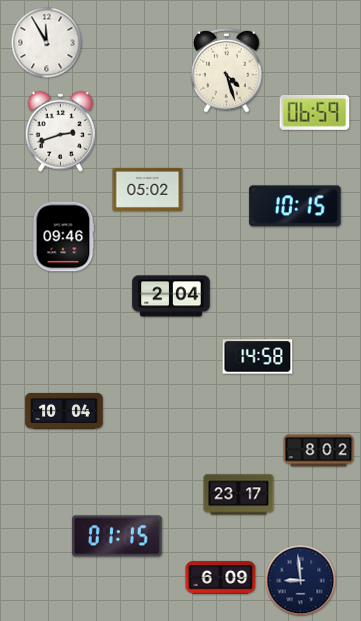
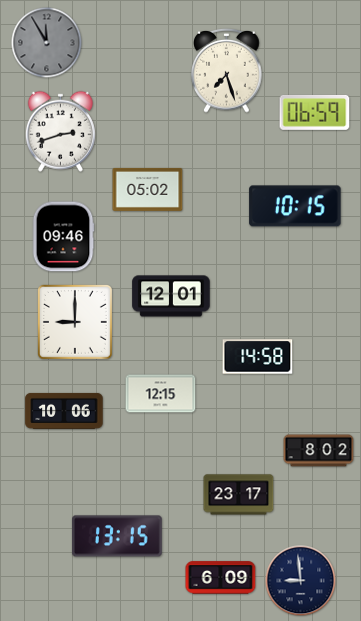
clock at (47, 43) dial: white -> grey
clock at (227, 70): 4:27 -> 7:27
clock at (171, 296): 2:04 -> 12:01
clock at (75, 322): none -> 9:00
clock at (161, 394): none -> 12:15
clock at (64, 411): 10:04 -> 10:06
clock at (118, 536): 01:15 -> 13:15
